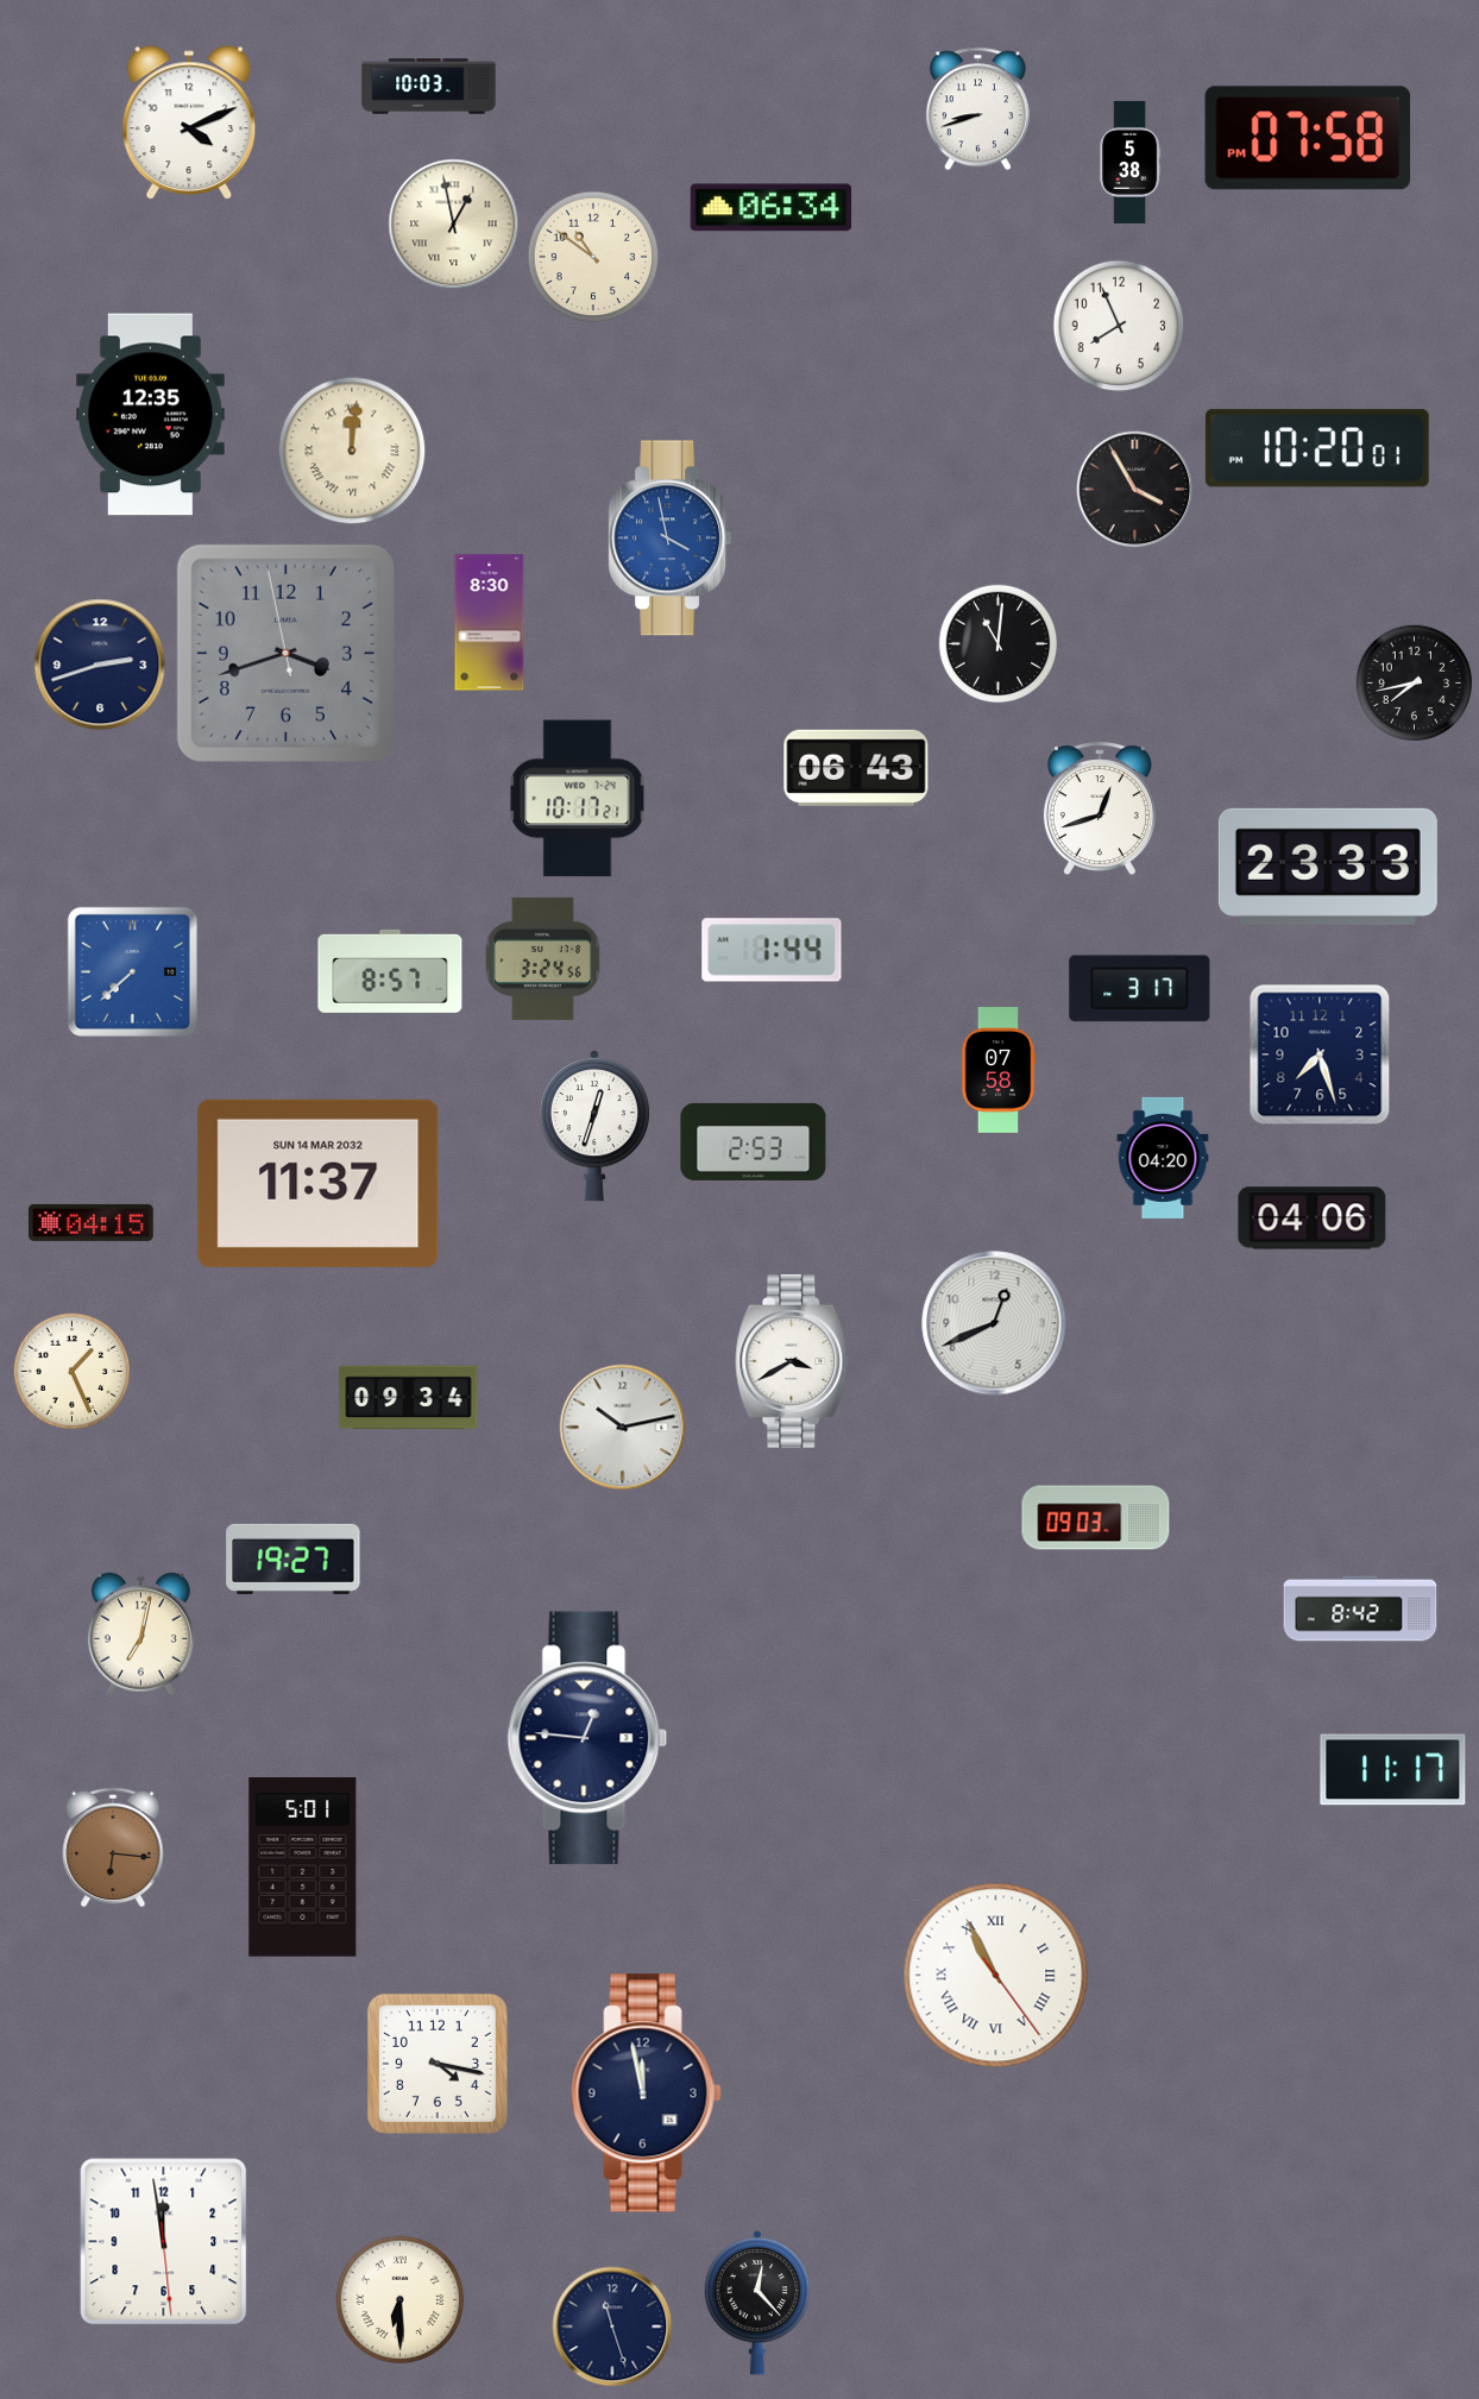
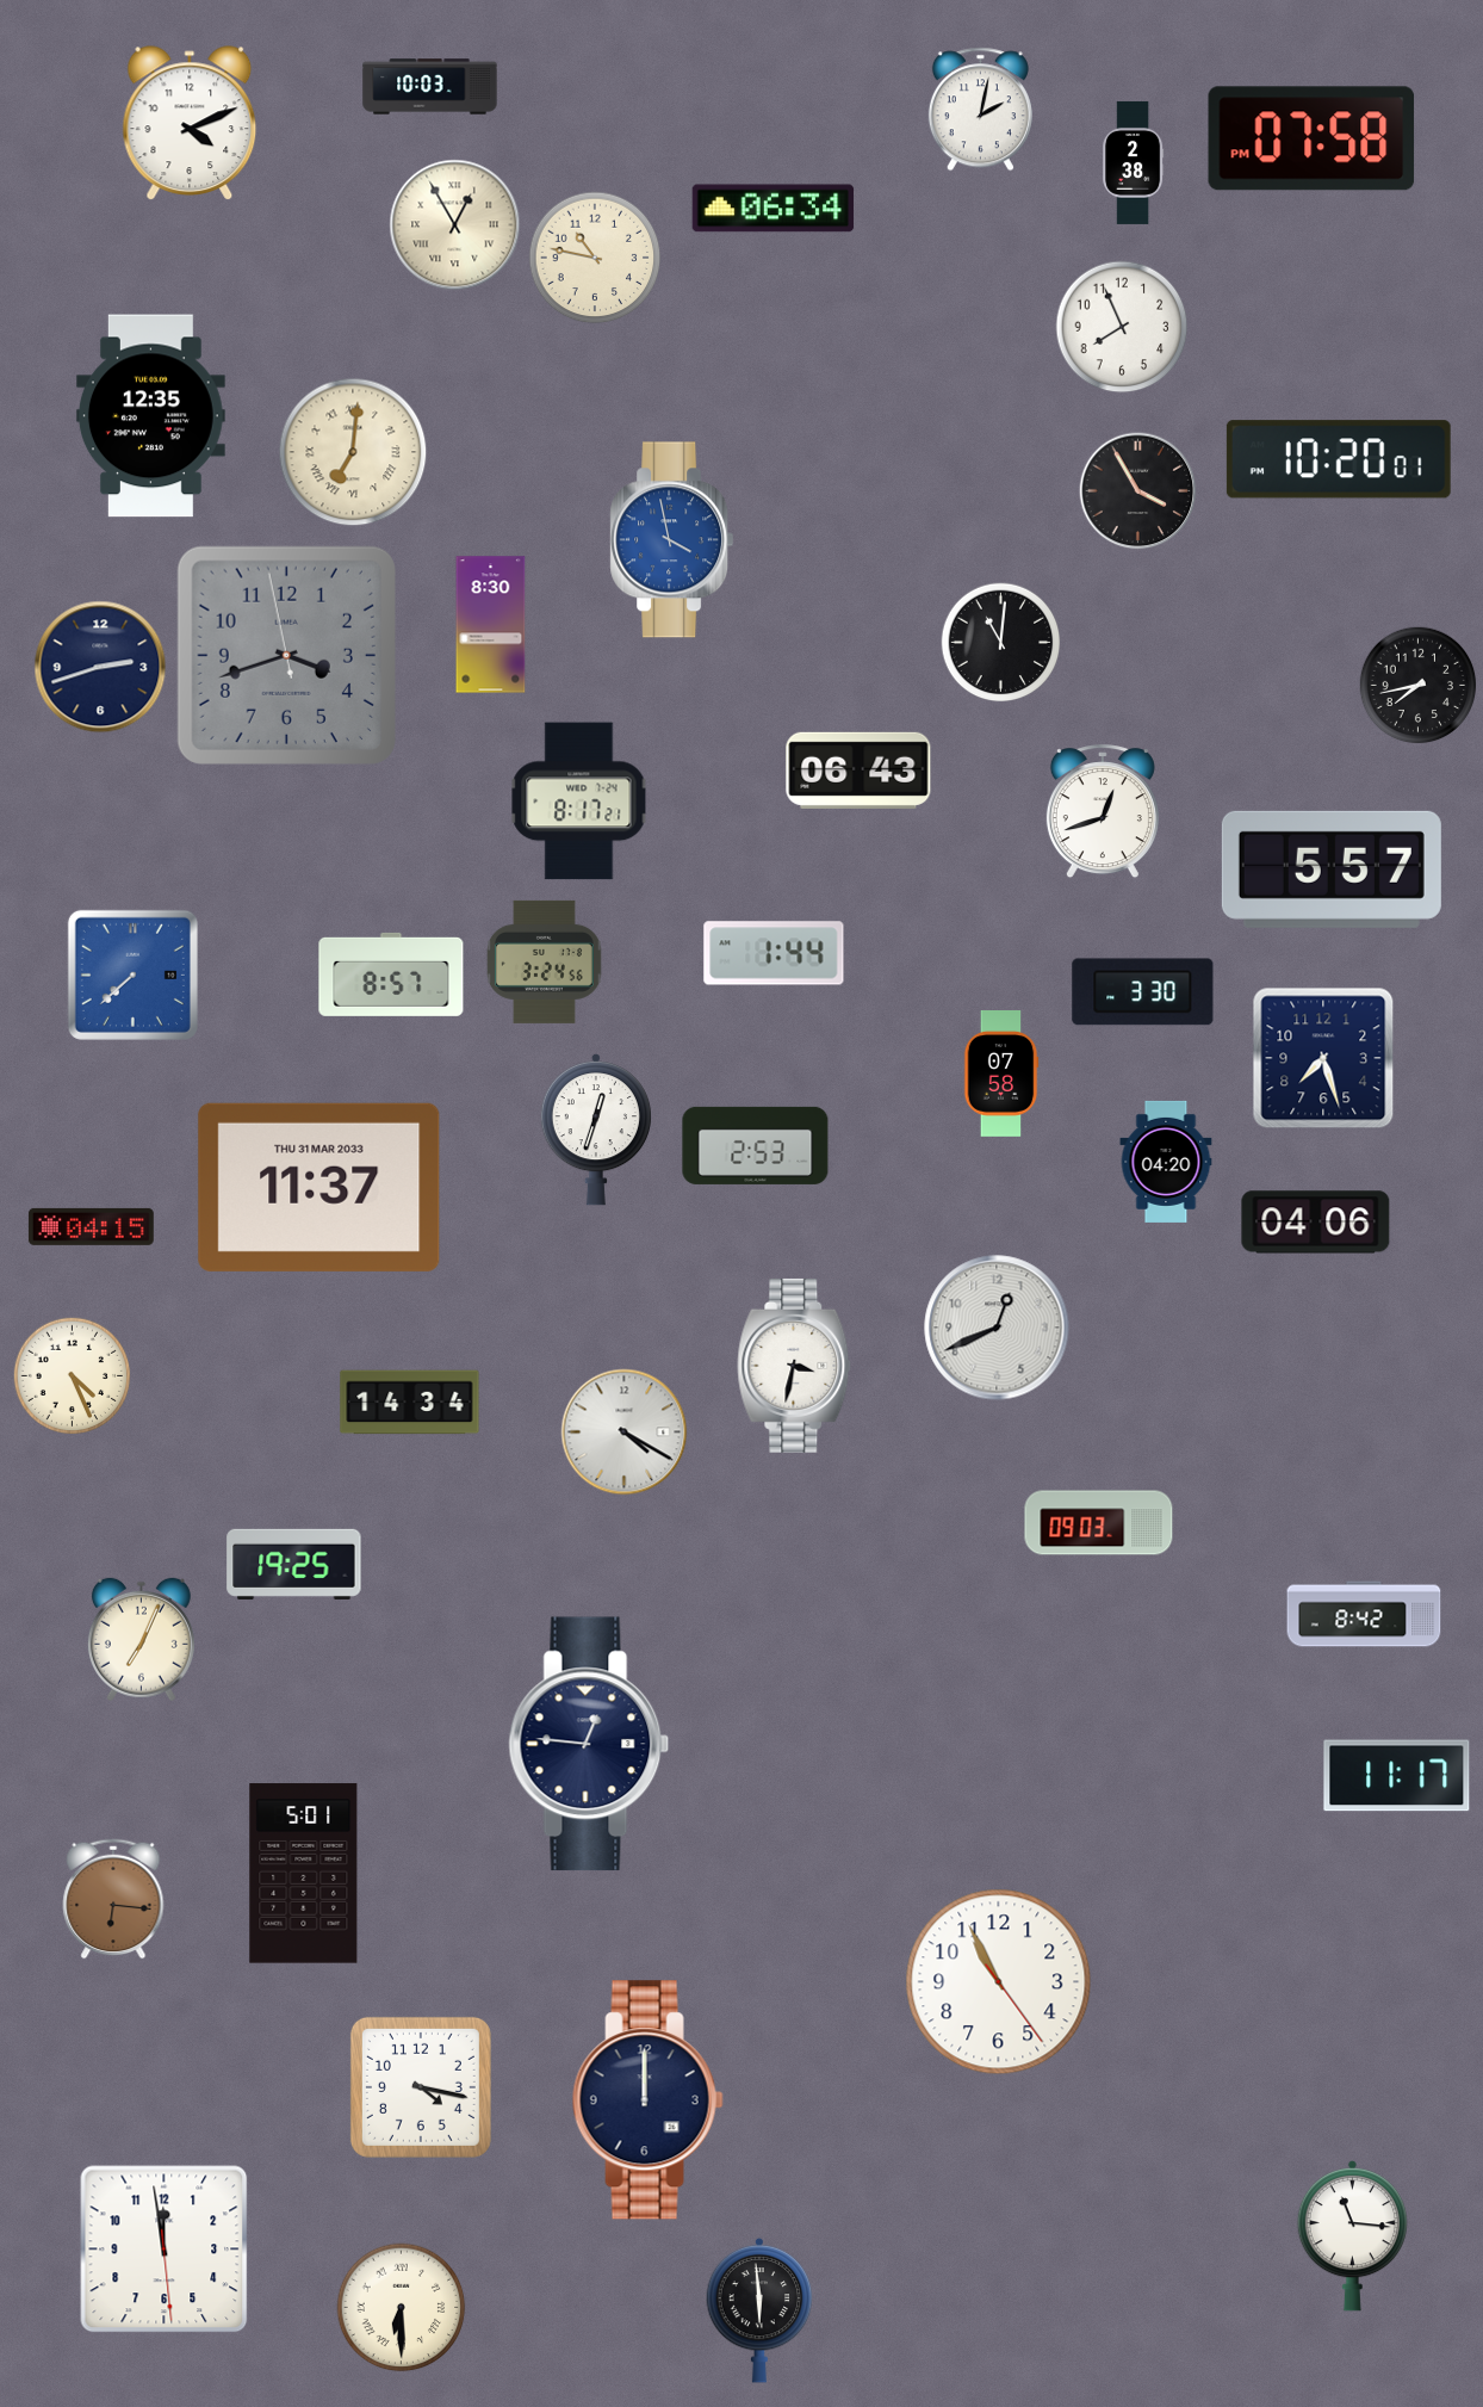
clock at (977, 109): 8:42 -> 2:02
clock at (1131, 162): 5:38 -> 2:38
clock at (454, 225): 12:58 -> 12:55
clock at (593, 257): 10:51 -> 10:47
clock at (1317, 448) position: (1317, 448) -> (1339, 459)
clock at (352, 451): 12:01 -> 7:01
clock at (999, 644) position: (999, 644) -> (1001, 643)
clock at (578, 799): 10:17 -> 8:17
clock at (1328, 867): 23:33 -> 5:57
clock at (1140, 989): 3:17 -> 3:30
clock at (319, 1183) date: SUN 14 MAR 2032 -> THU 31 MAR 2033
clock at (792, 1361): 3:40 -> 3:32
clock at (73, 1372): 1:26 -> 4:26
clock at (409, 1398): 09:34 -> 14:34
clock at (623, 1428): 10:13 -> 4:20
clock at (294, 1559): 19:27 -> 19:25
clock at (140, 1635): 7:02 -> 7:04
clock at (113, 1847) position: (113, 1847) -> (113, 1899)
clock at (996, 1976) numerals: Roman -> Arabic
clock at (438, 2064) position: (438, 2064) -> (421, 2087)
clock at (646, 2093): 11:58 -> 12:00
clock at (1352, 2235): none -> 11:16
clock at (757, 2303): 12:23 -> 5:59
clock at (612, 2326): 11:27 -> none
